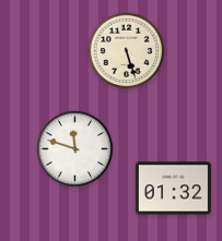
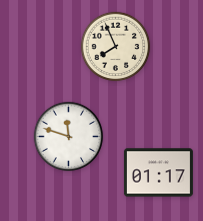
clock at (127, 51): 5:27 -> 7:56
clock at (173, 189): 01:32 -> 01:17
